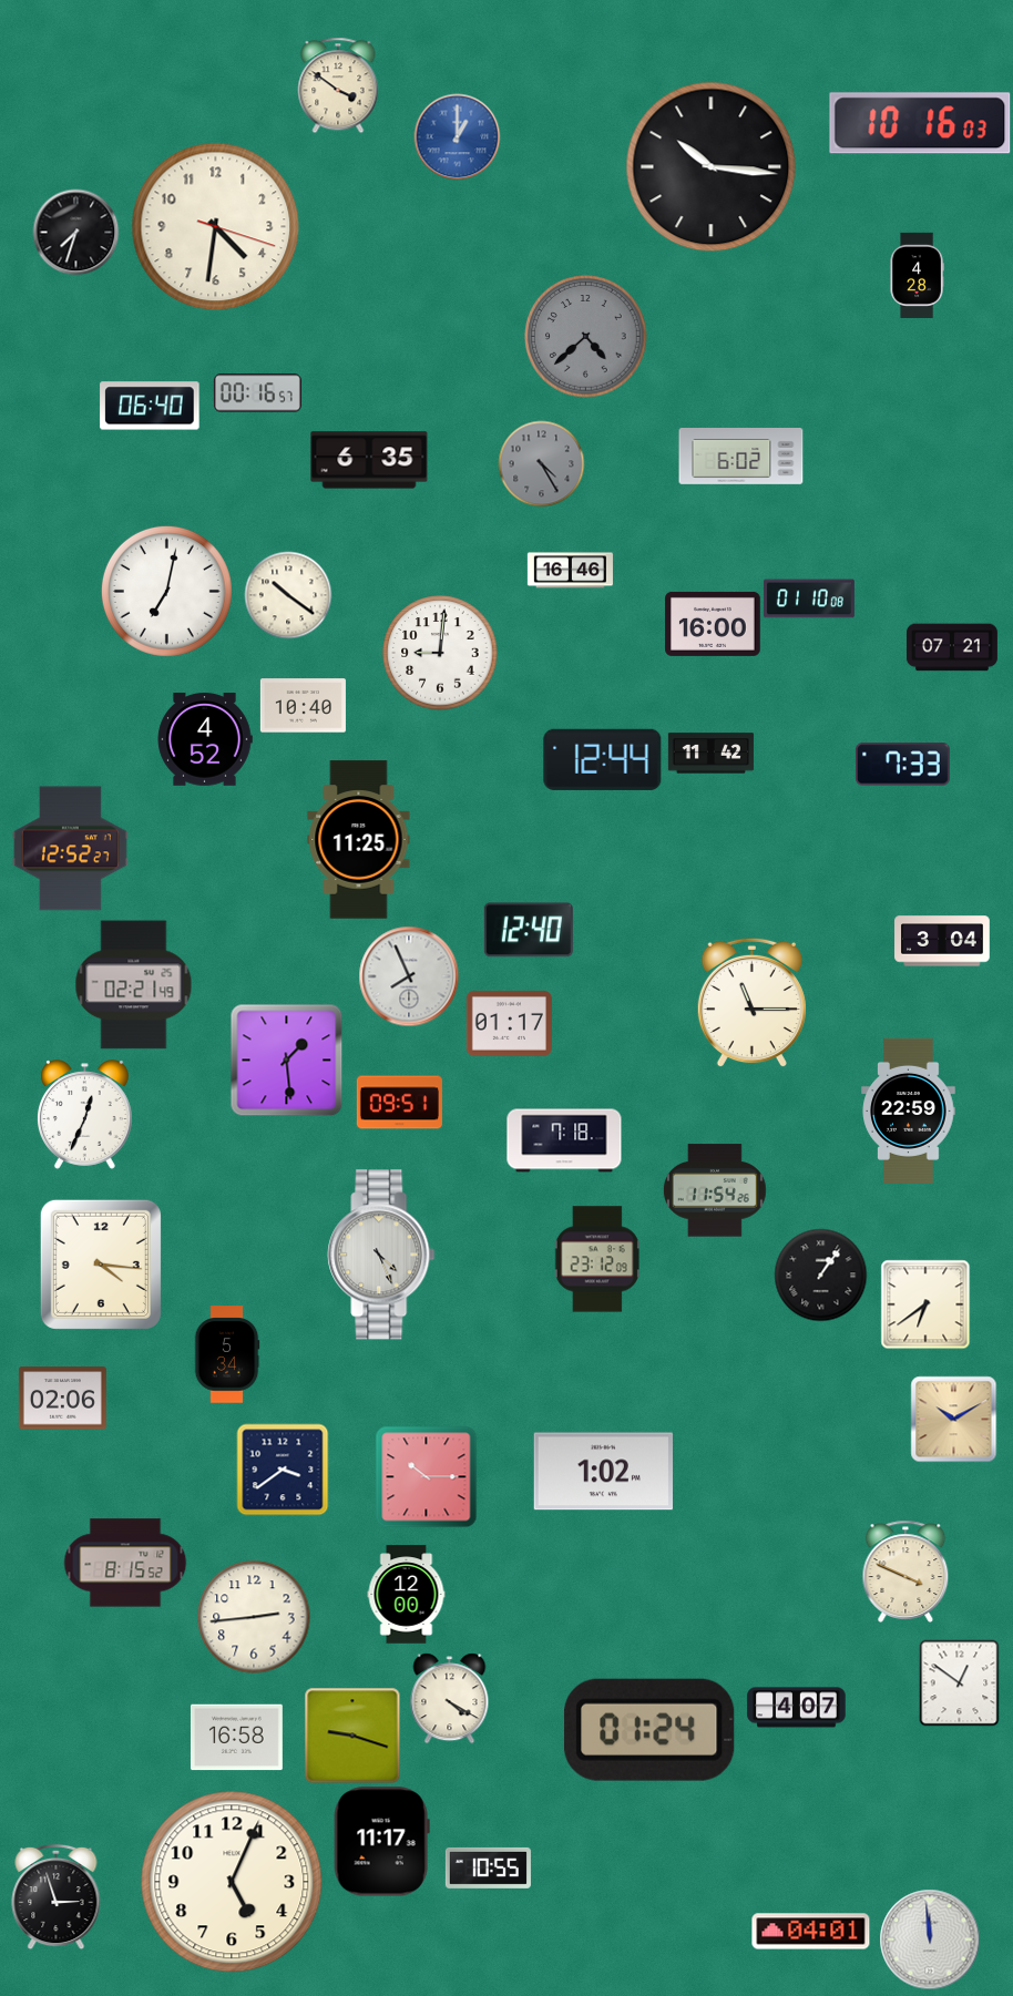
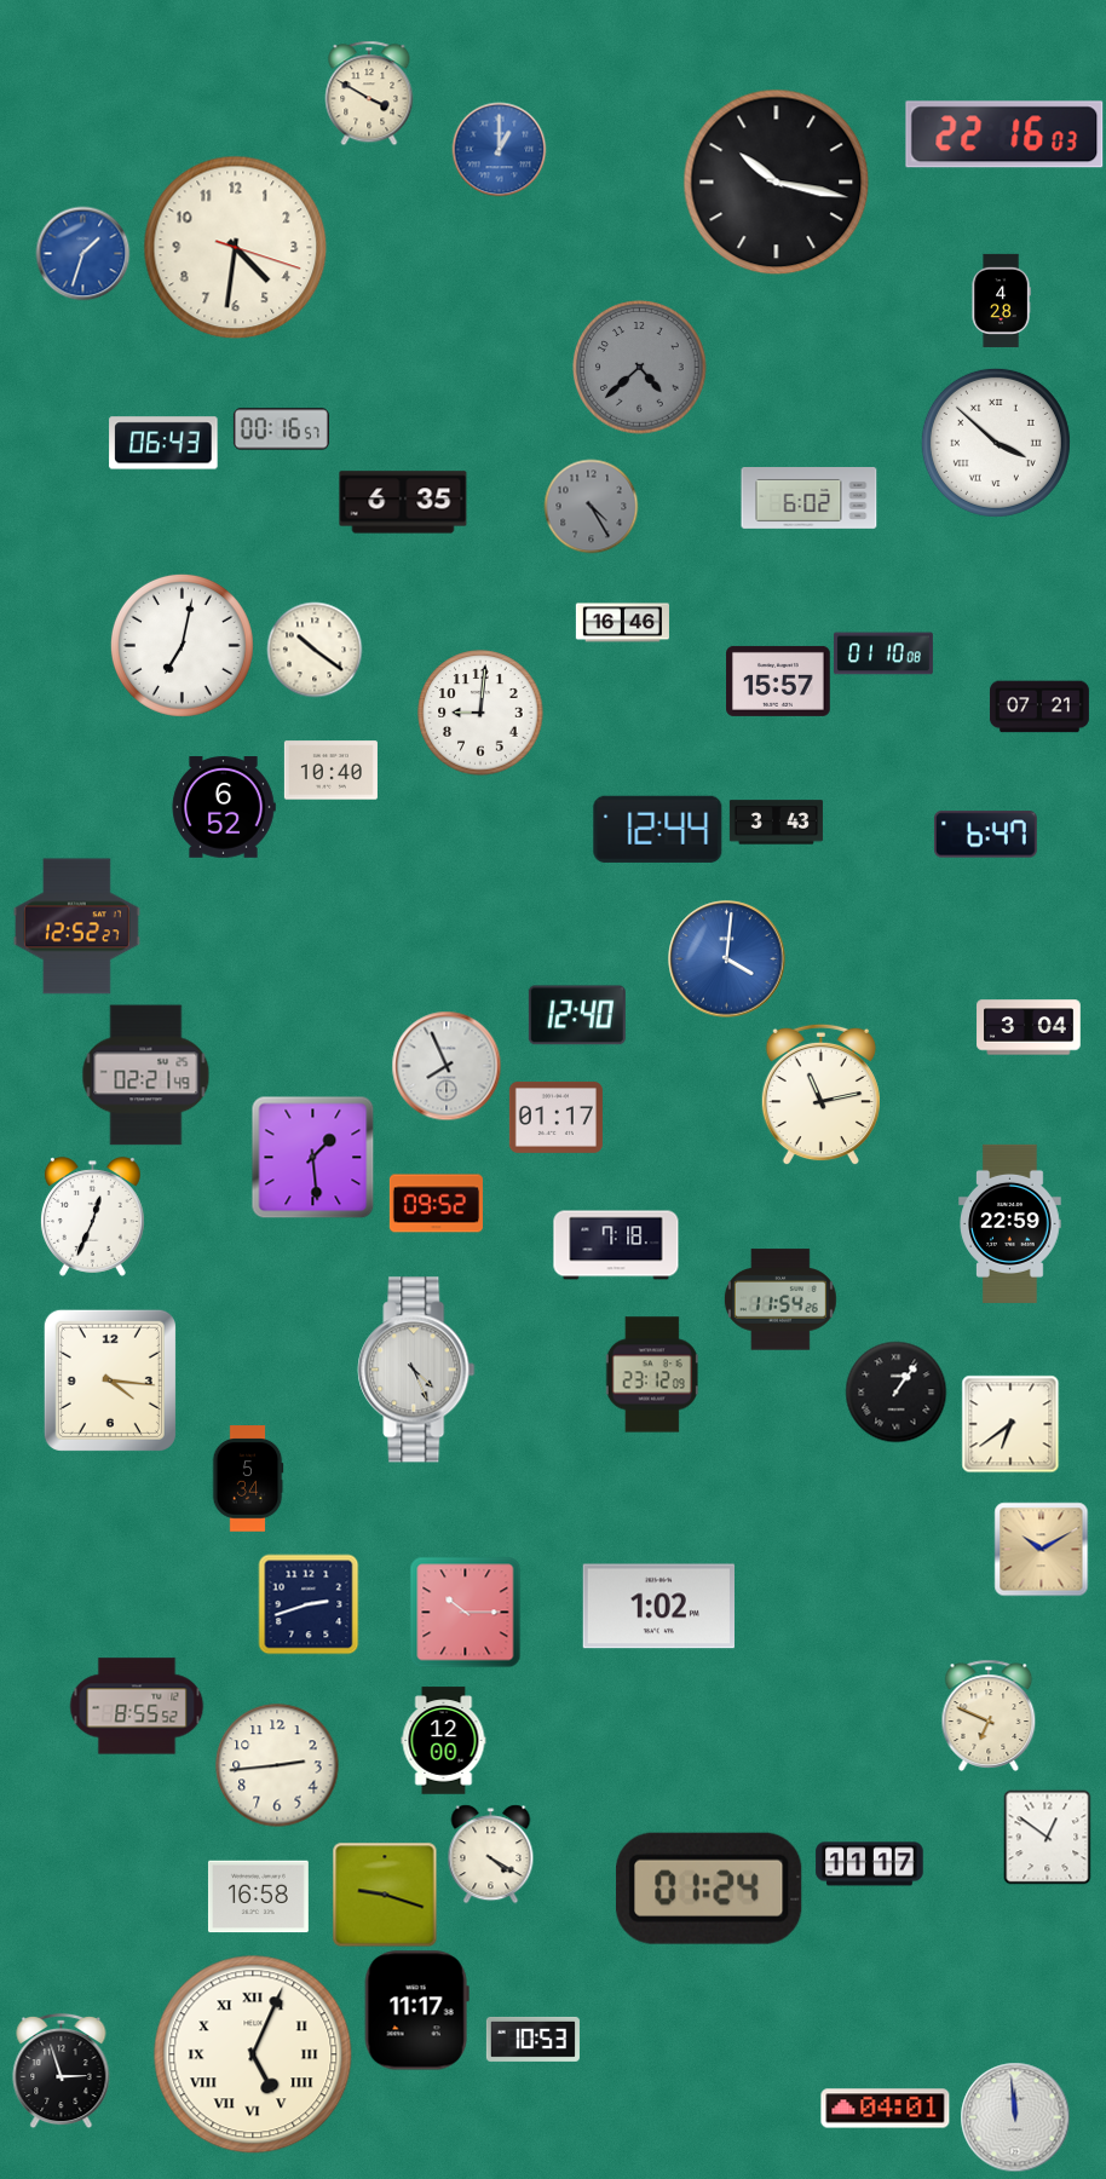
clock at (338, 85): 3:51 -> 3:50
clock at (920, 123): 10:16 -> 22:16
clock at (712, 167): 10:16 -> 10:17
clock at (75, 232): 7:33 -> 1:33
clock at (75, 232) dial: black -> blue
clock at (150, 406): 06:40 -> 06:43
clock at (996, 443): none -> 3:52
clock at (713, 624): 16:00 -> 15:57
clock at (205, 739): 4:52 -> 6:52
clock at (710, 754): 11:42 -> 3:43
clock at (902, 765): 7:33 -> 6:47
clock at (359, 840): 11:25 -> none
clock at (727, 959): none -> 4:01
clock at (751, 1002): 11:15 -> 11:13
clock at (399, 1103): 09:51 -> 09:52
clock at (909, 1110) position: (909, 1110) -> (1010, 1223)
clock at (62, 1399): 02:06 -> none
clock at (283, 1470): 3:39 -> 2:42
clock at (125, 1563): 8:15 -> 8:55
clock at (905, 1572): 3:49 -> 6:49
clock at (797, 1708): 4:07 -> 11:17
clock at (488, 1867): 10:55 -> 10:53
clock at (232, 1882) numerals: Arabic -> Roman
